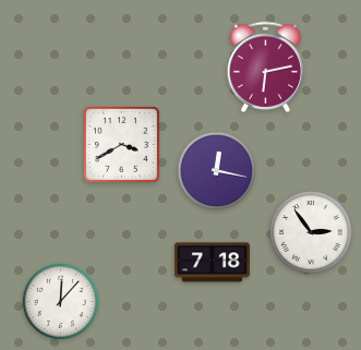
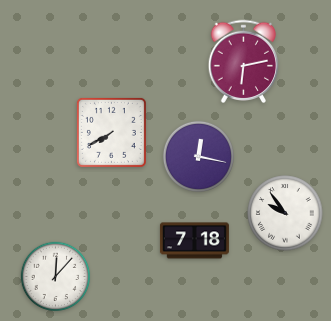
clock at (121, 144): 3:40 -> 7:40
clock at (311, 232): 2:54 -> 9:54
